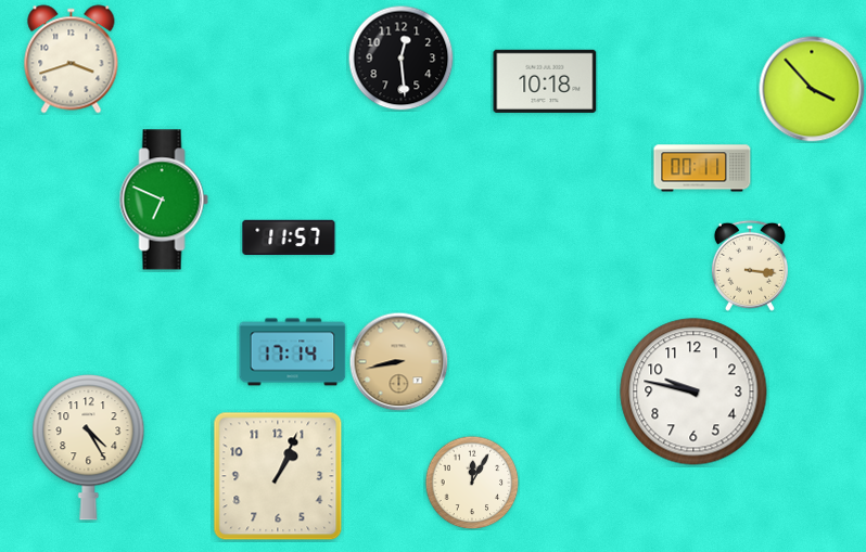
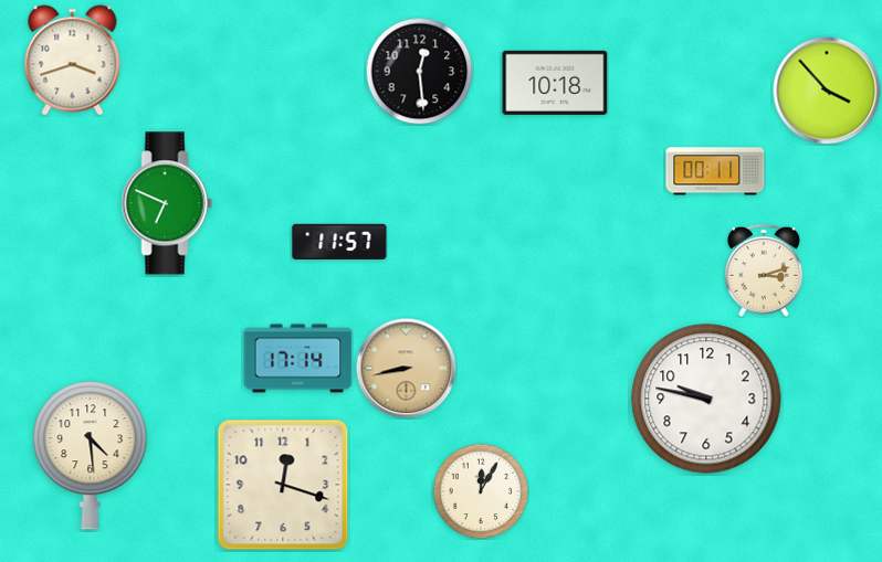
clock at (400, 57) position: (400, 57) -> (419, 71)
clock at (289, 236) position: (289, 236) -> (339, 241)
clock at (750, 266): 3:16 -> 3:12
clock at (89, 448): 4:25 -> 4:29
clock at (278, 476): 1:04 -> 12:18
